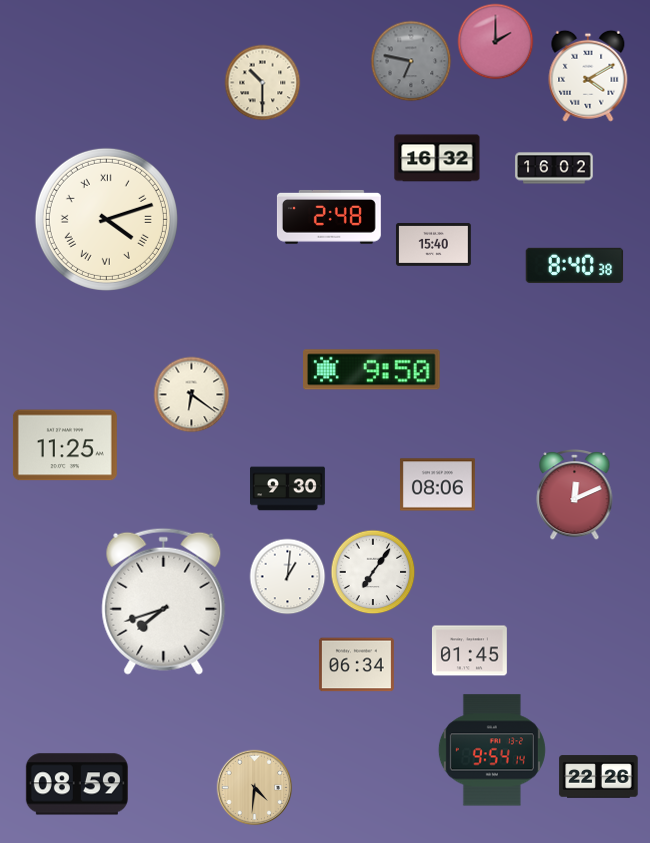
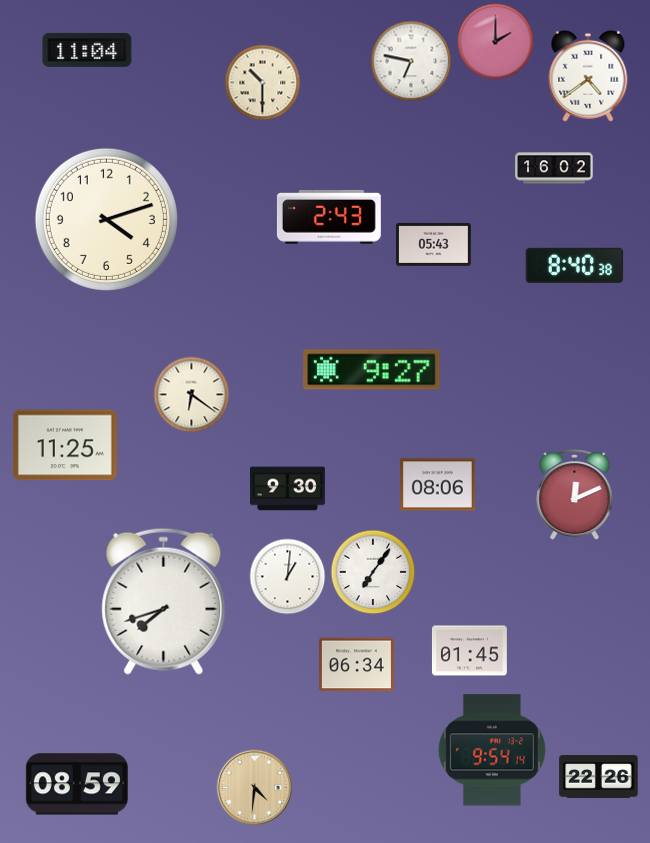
clock at (87, 50): none -> 11:04
clock at (411, 61) dial: grey -> white
clock at (588, 76): 4:10 -> 4:39
clock at (437, 158): 16:32 -> none
clock at (329, 217): 2:48 -> 2:43
clock at (106, 219) numerals: Roman -> Arabic
clock at (433, 244): 15:40 -> 05:43
clock at (372, 370): 9:50 -> 9:27
